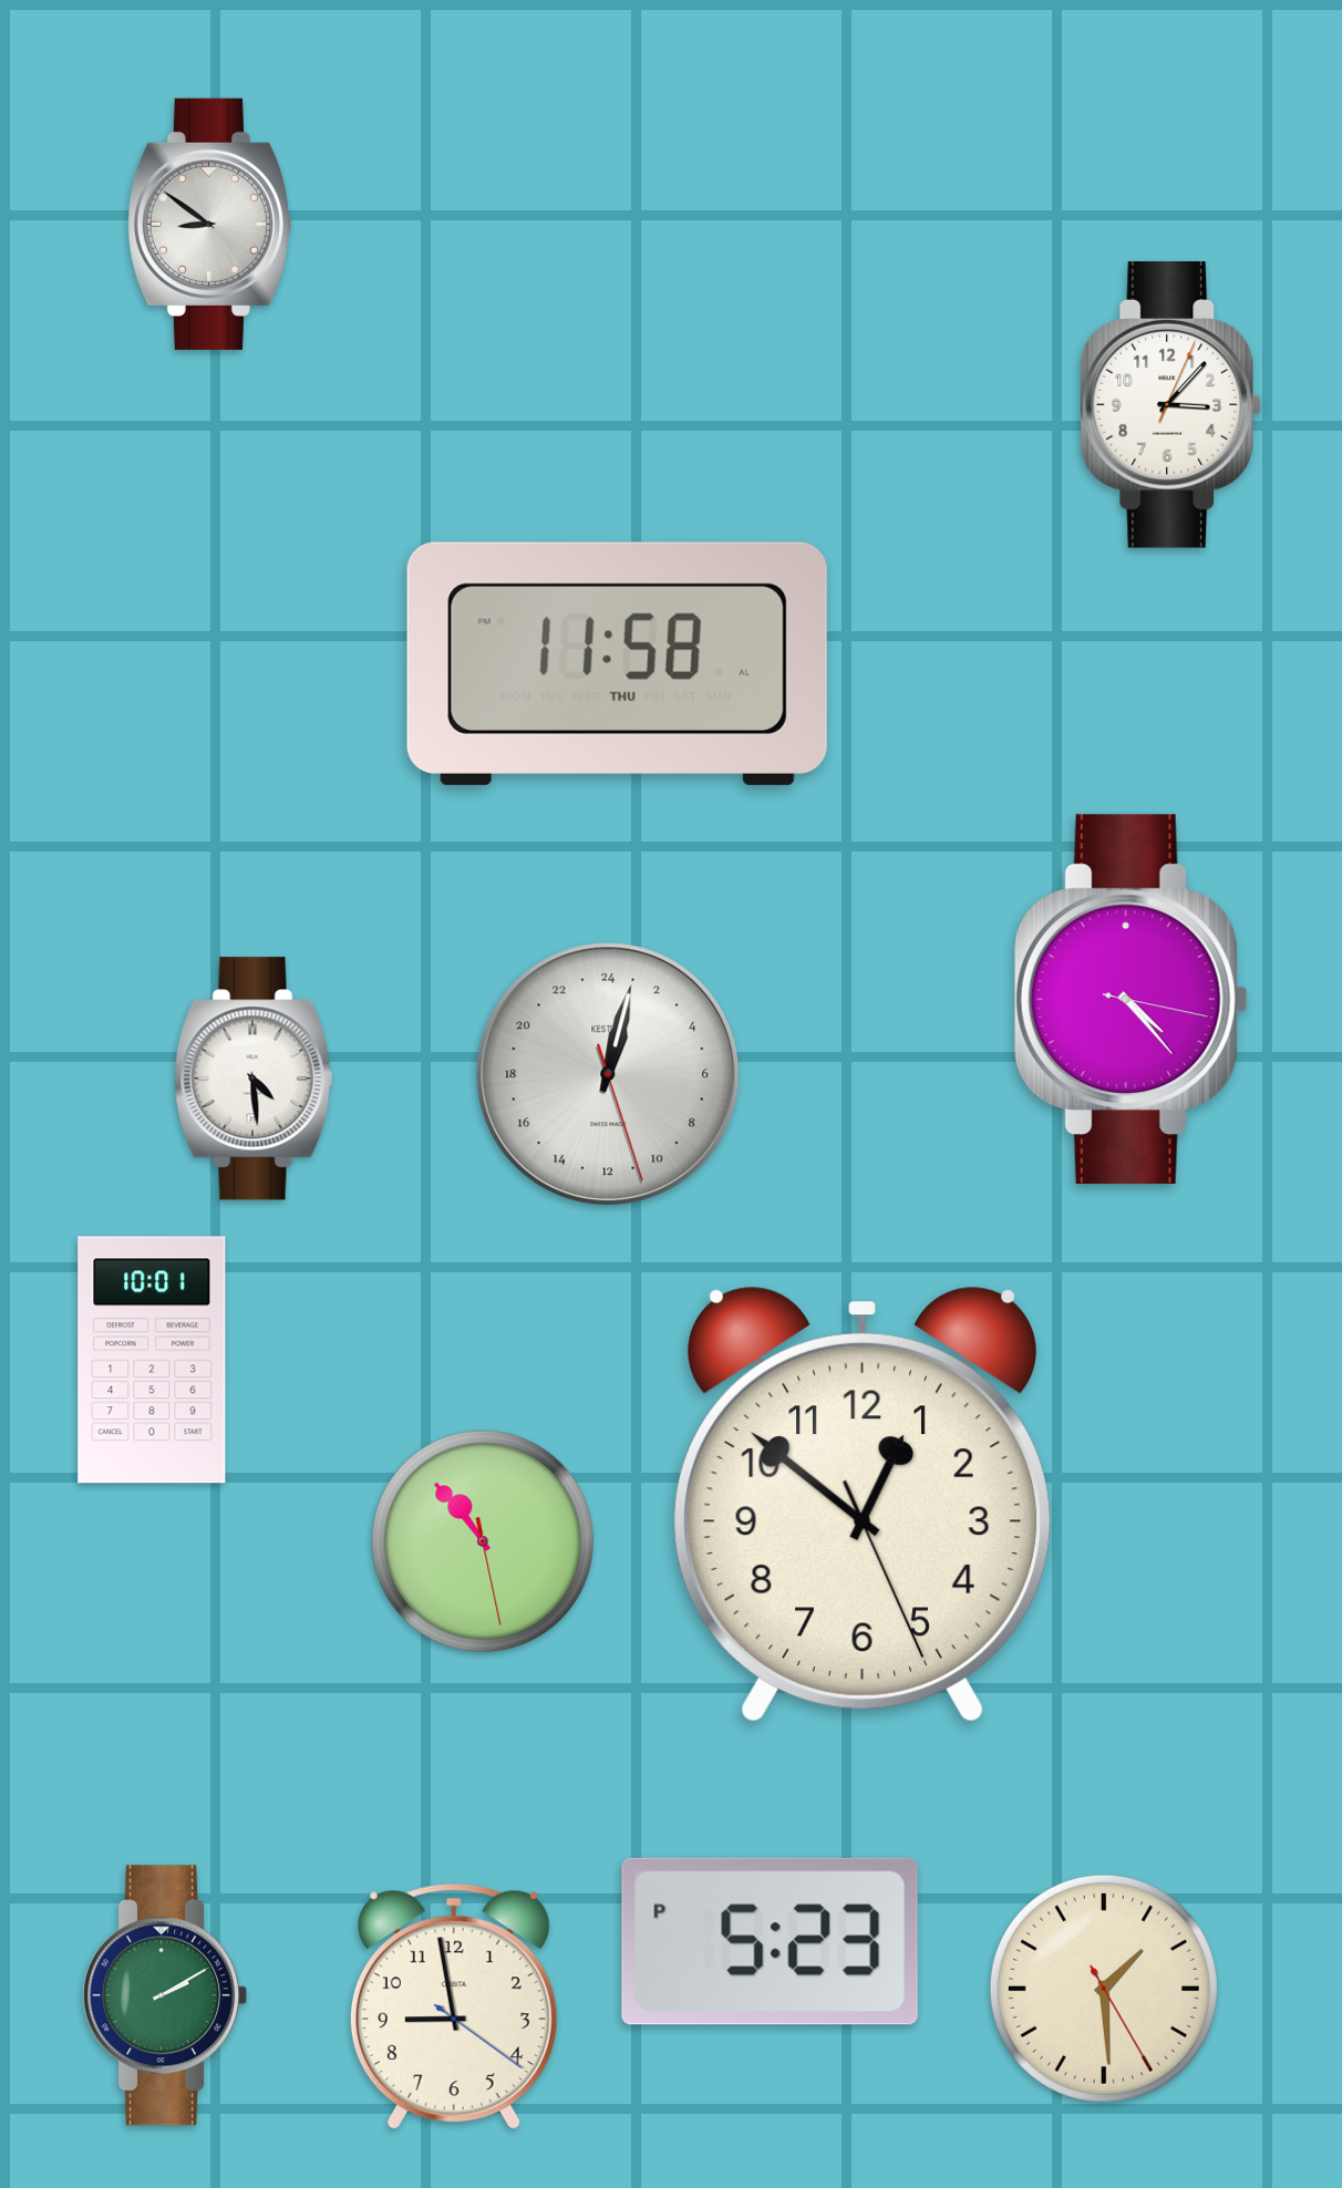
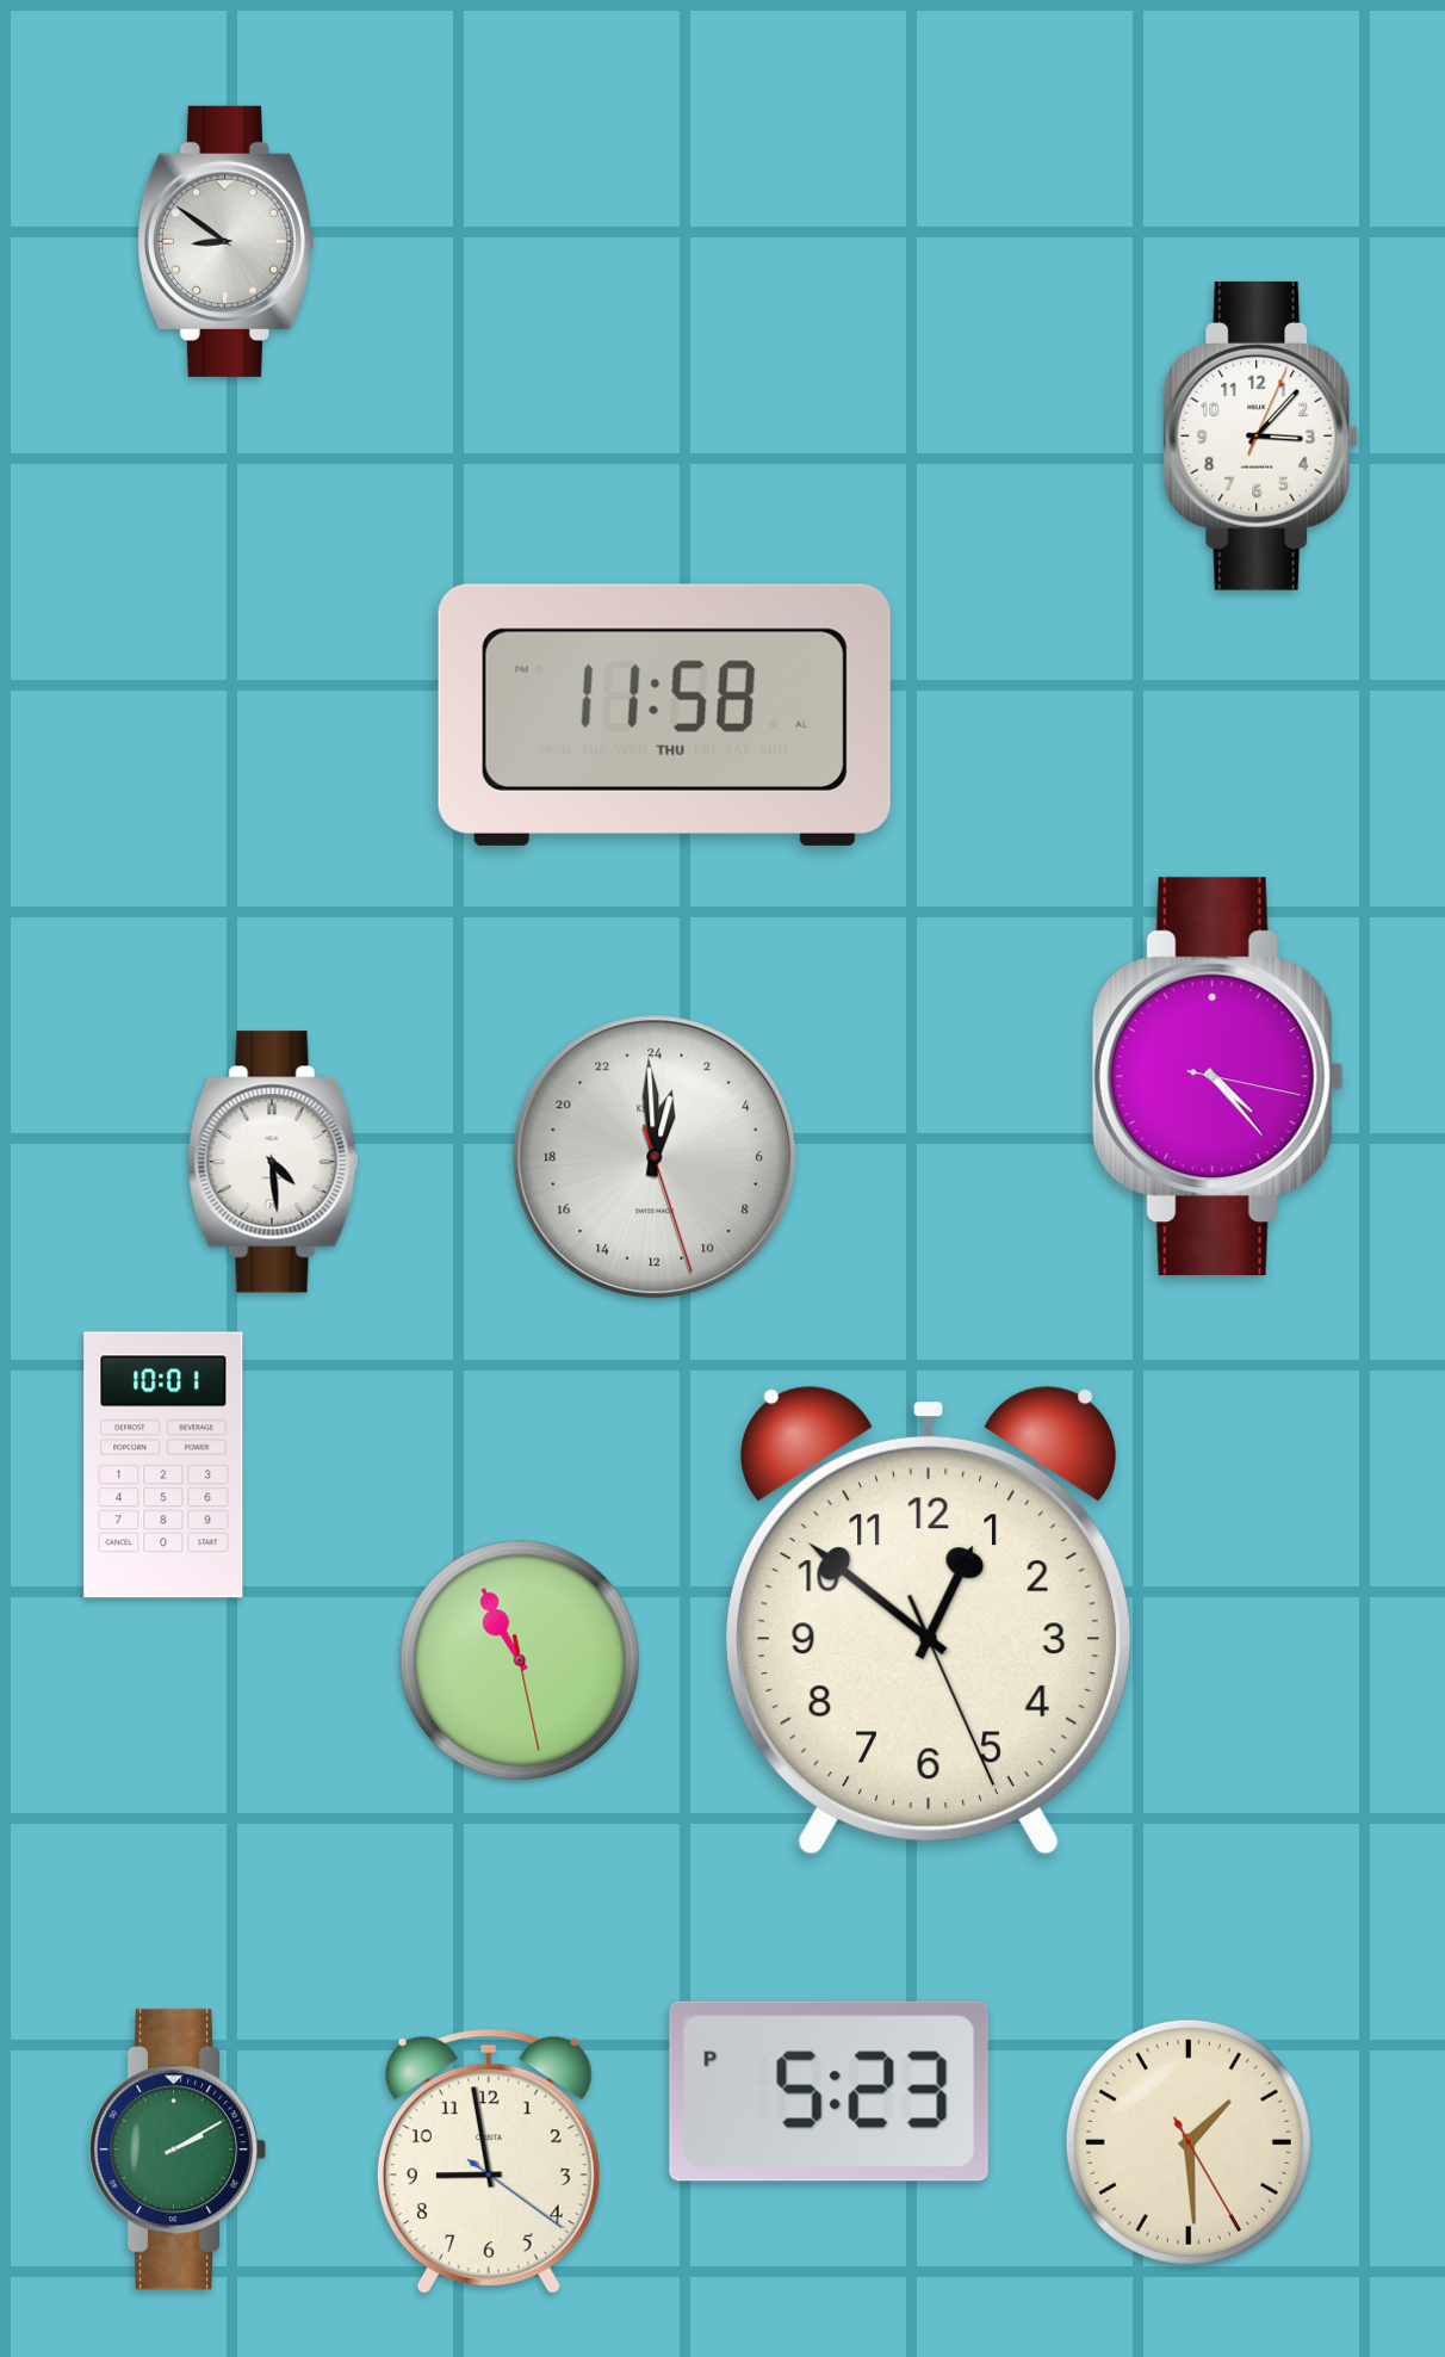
clock at (608, 1074): 1:02 -> 0:59
clock at (483, 1541): 10:53 -> 10:55
